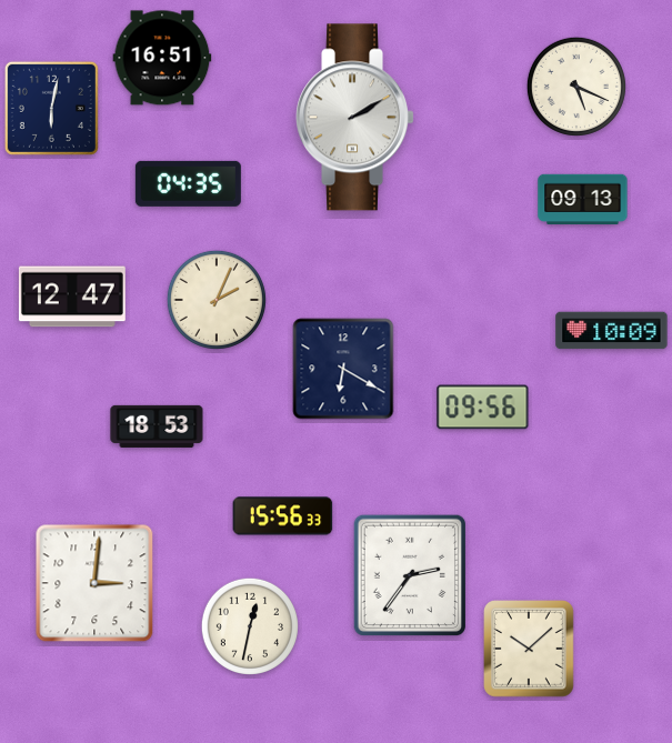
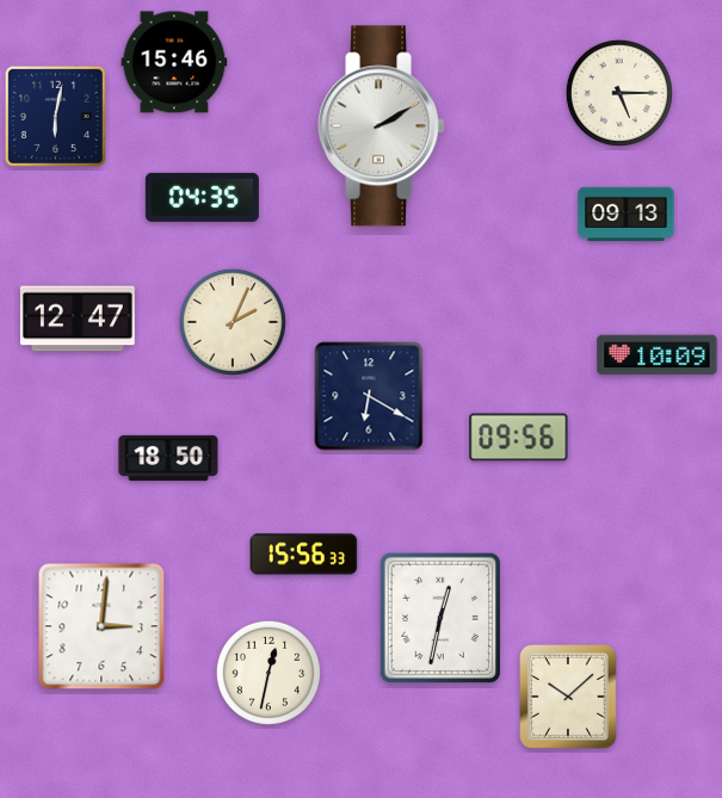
clock at (162, 58): 16:51 -> 15:46
clock at (576, 87): 5:19 -> 5:15
clock at (157, 426): 18:53 -> 18:50
clock at (410, 575): 2:36 -> 12:32
